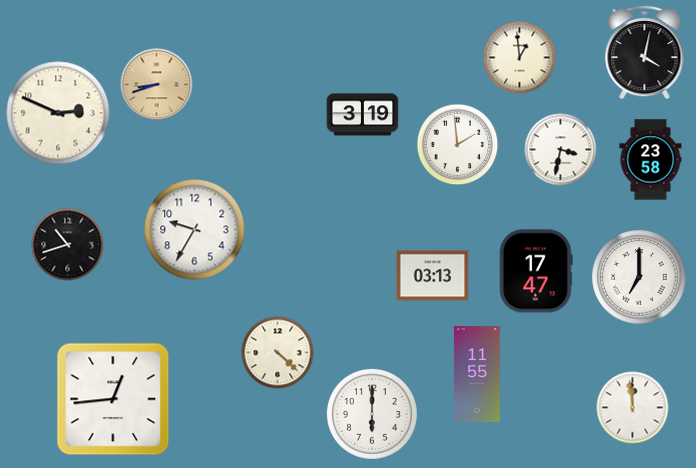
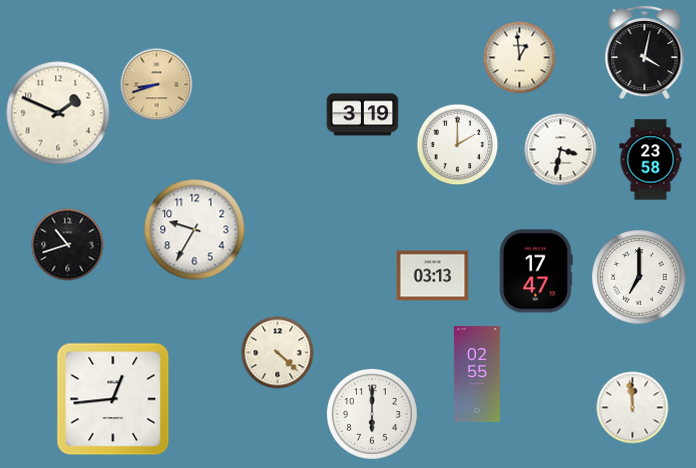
clock at (58, 113): 2:49 -> 1:49
clock at (458, 145): 1:59 -> 2:00
clock at (477, 374): 11:55 -> 02:55
